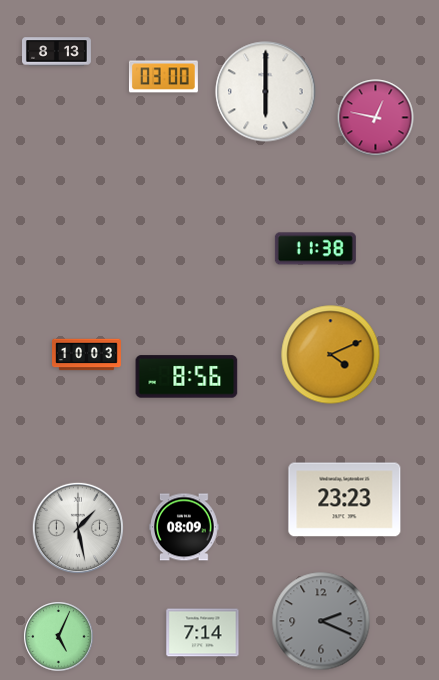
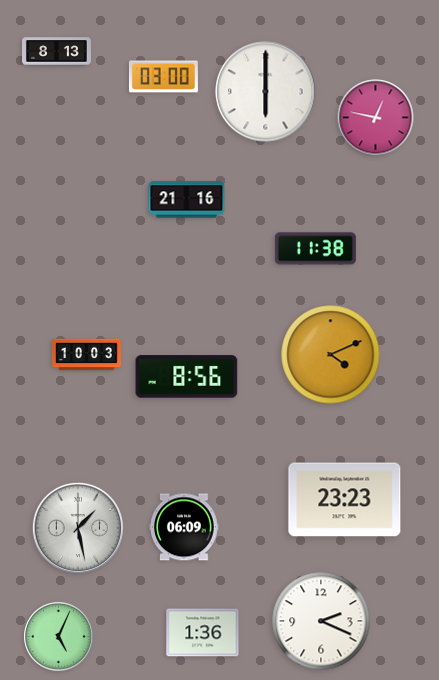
clock at (187, 200): none -> 21:16
clock at (184, 527): 08:09 -> 06:09
clock at (321, 621) dial: grey -> white
clock at (203, 633): 7:14 -> 1:36
